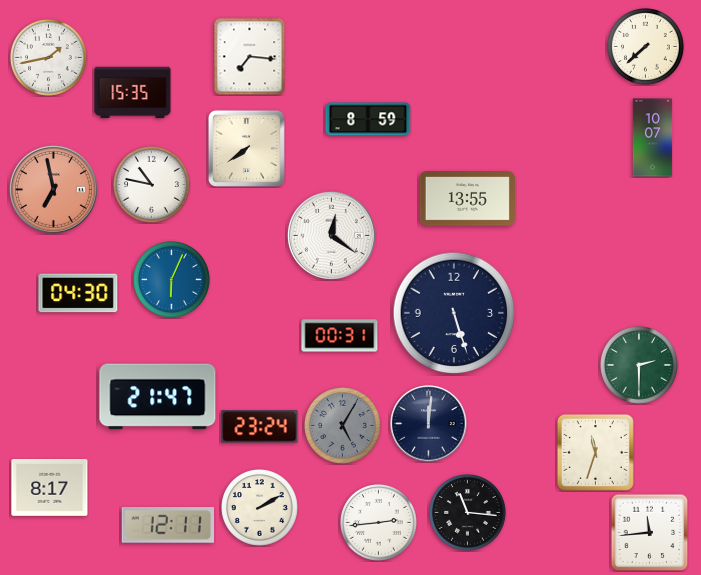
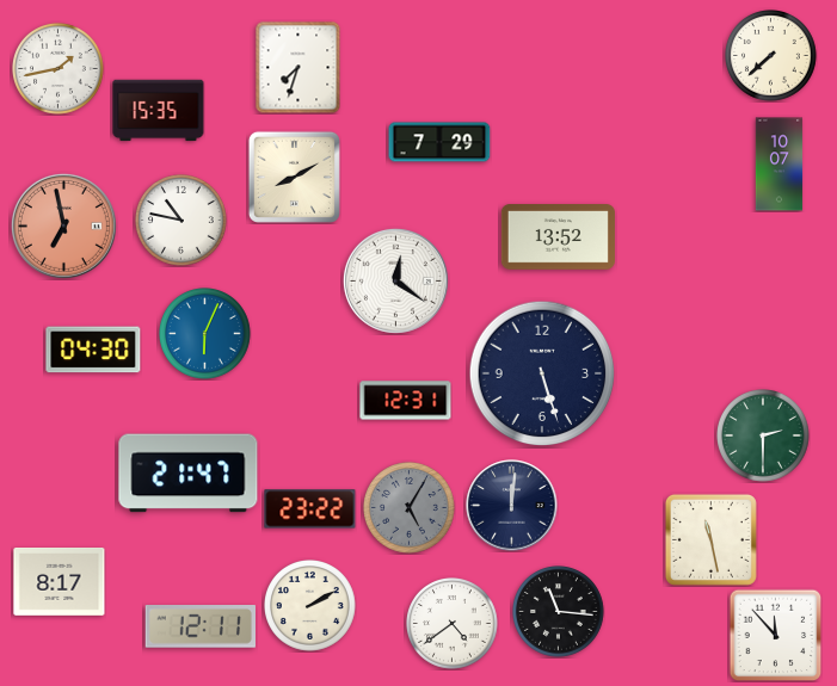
clock at (250, 56): 7:16 -> 7:33
clock at (368, 119): 8:59 -> 7:29
clock at (246, 148): 7:39 -> 8:10
clock at (467, 199): 13:55 -> 13:52
clock at (340, 336): 00:31 -> 12:31
clock at (260, 427): 23:24 -> 23:22
clock at (595, 452): 11:33 -> 11:28
clock at (379, 523): 2:44 -> 4:39
clock at (649, 532): 11:44 -> 11:53
